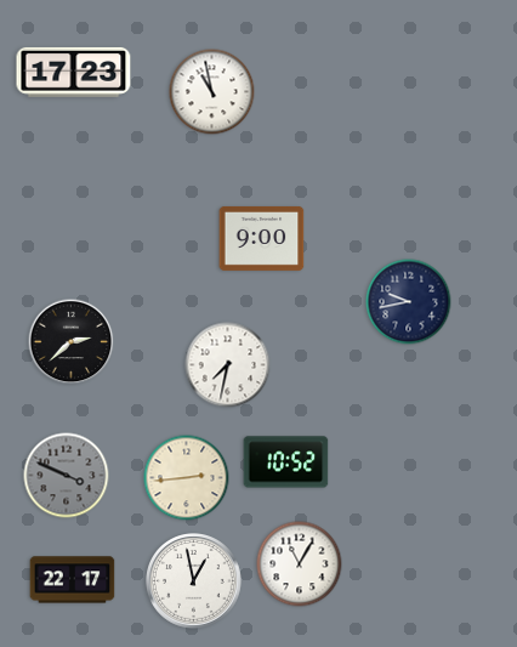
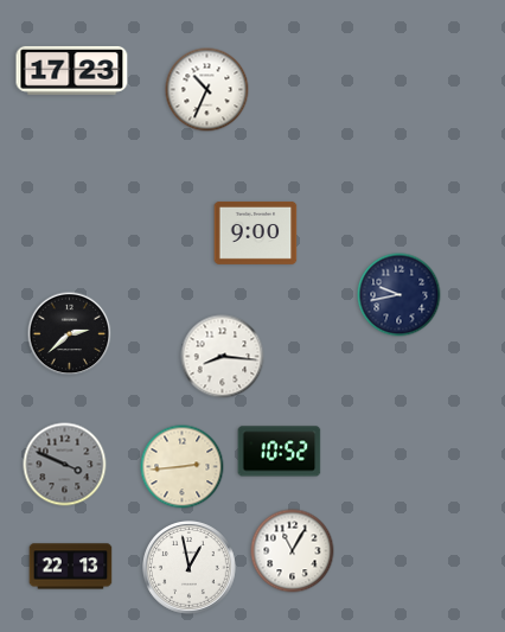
clock at (212, 92): 10:58 -> 10:34
clock at (228, 365): 7:32 -> 8:16
clock at (73, 580): 22:17 -> 22:13
